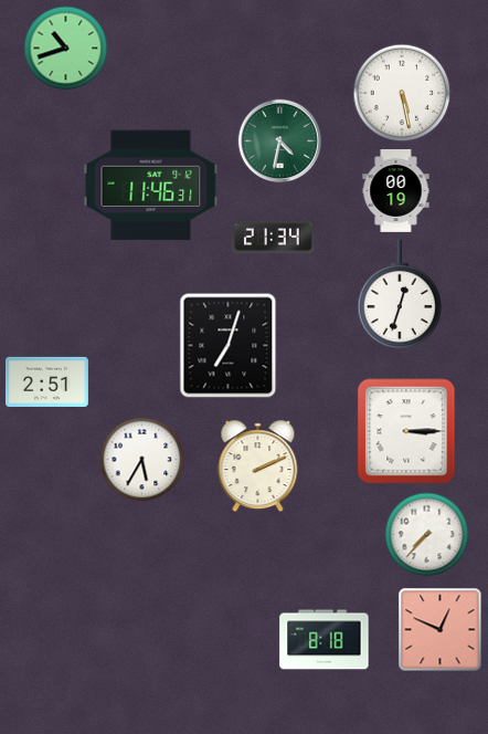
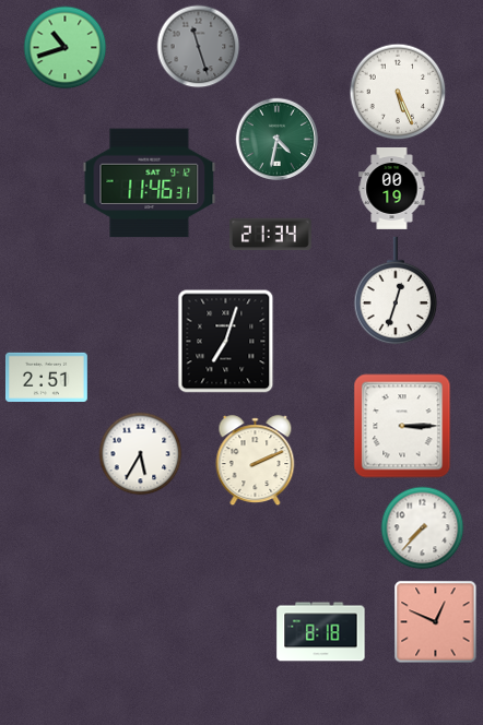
clock at (199, 47): none -> 11:27
clock at (402, 93): 5:28 -> 5:26
